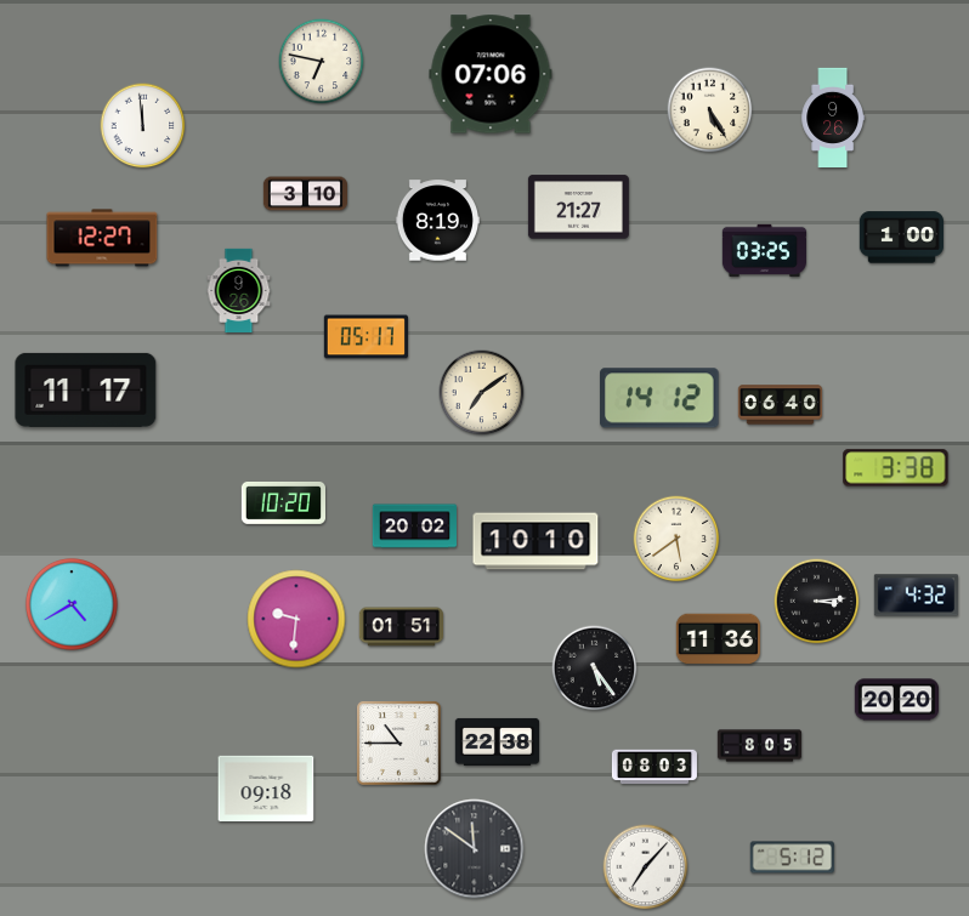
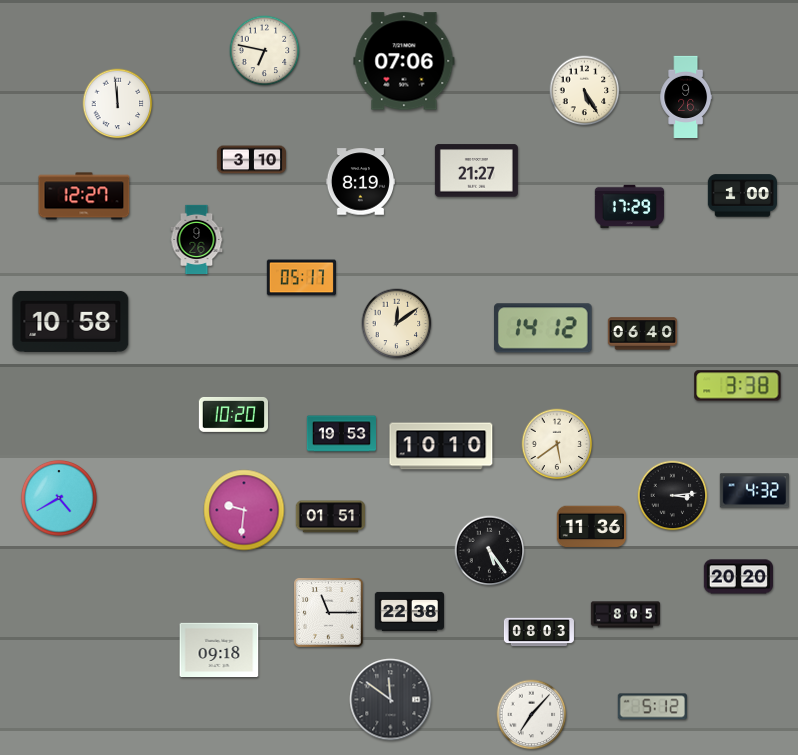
clock at (764, 251): 03:25 -> 17:29
clock at (86, 389): 11:17 -> 10:58
clock at (482, 393): 7:09 -> 12:09
clock at (414, 527): 20:02 -> 19:53
clock at (399, 744): 10:45 -> 11:15
